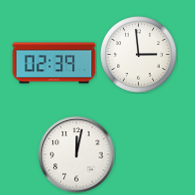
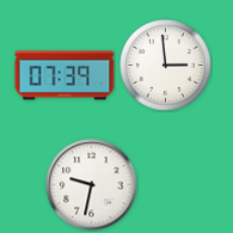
clock at (54, 63): 02:39 -> 07:39
clock at (77, 155): 12:02 -> 9:32
